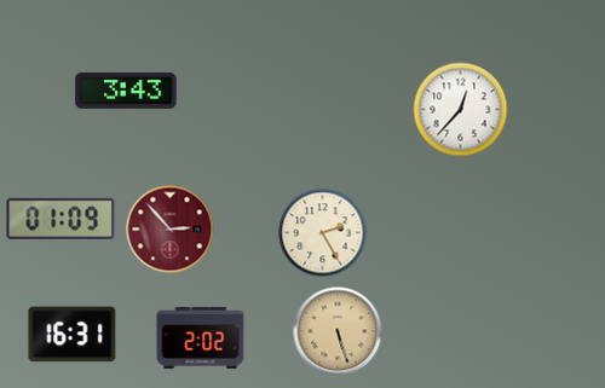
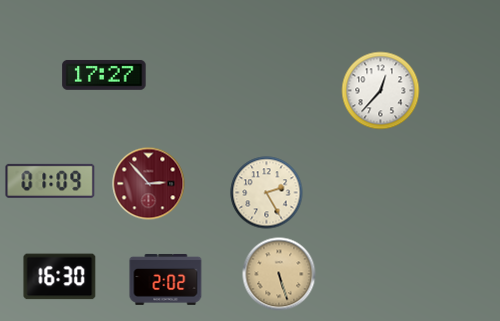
clock at (126, 91): 3:43 -> 17:27
clock at (171, 230) position: (171, 230) -> (149, 184)
clock at (73, 335): 16:31 -> 16:30
